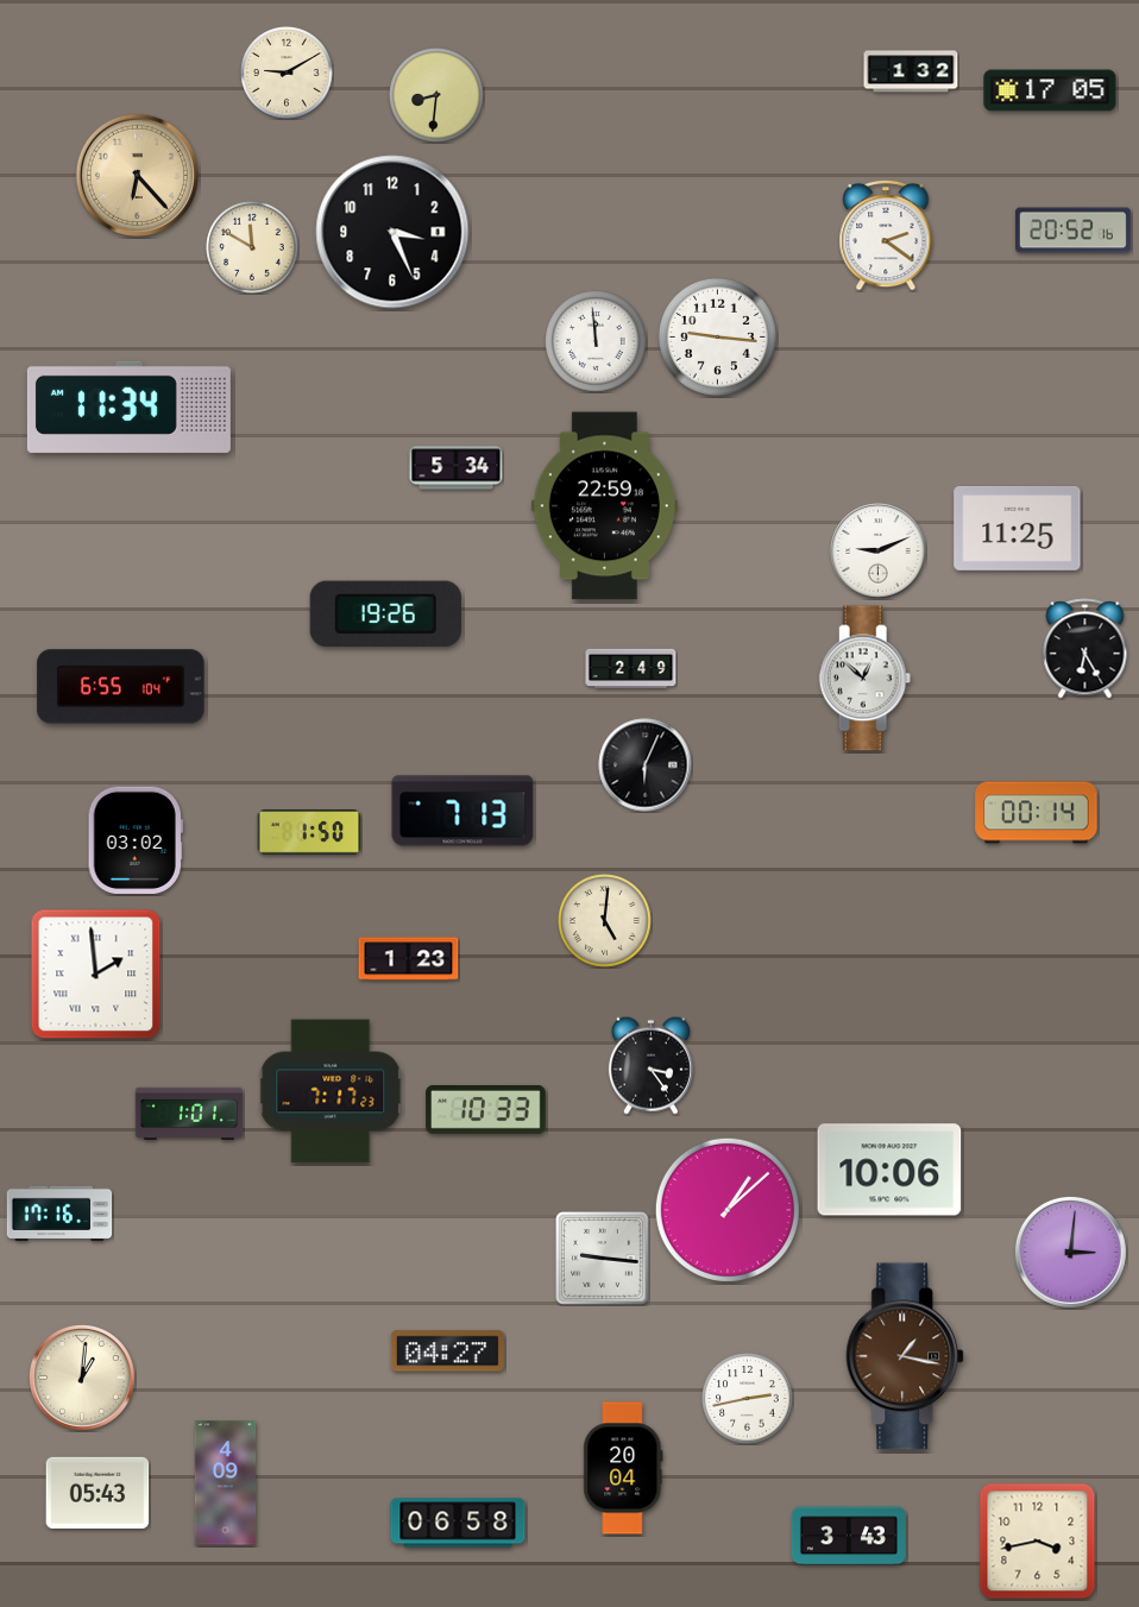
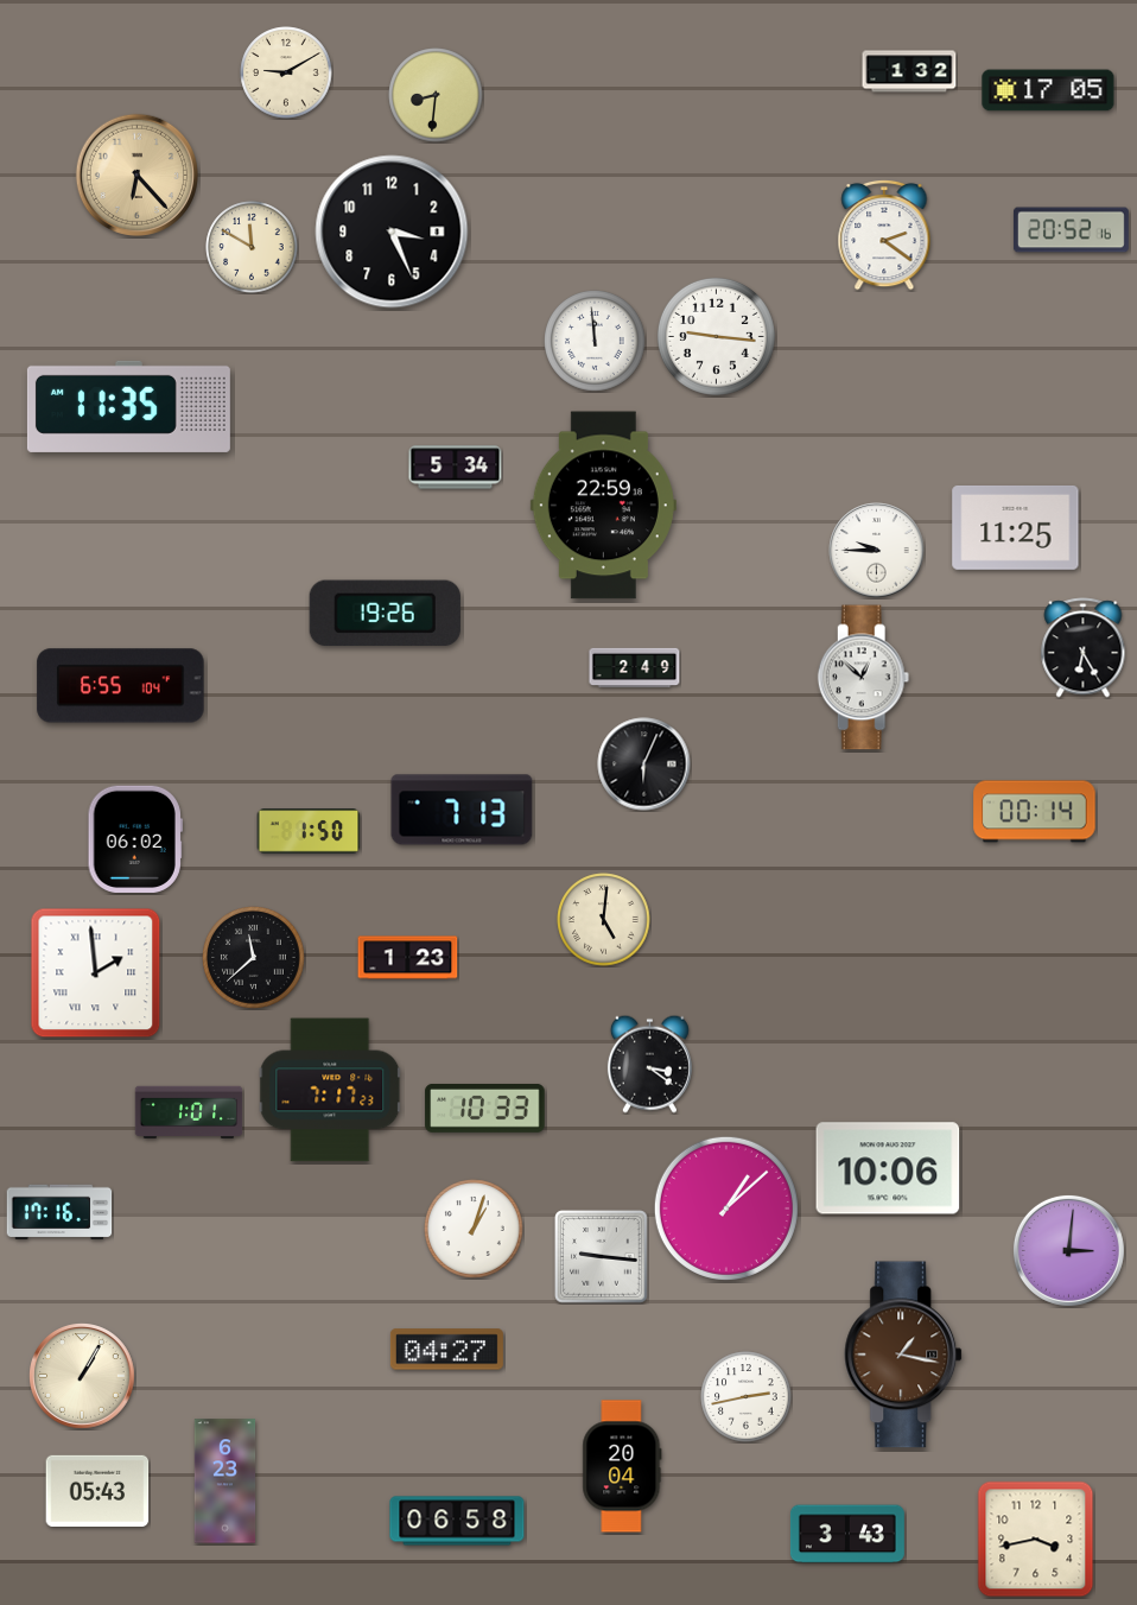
clock at (128, 407): 11:34 -> 11:35
clock at (879, 552): 9:11 -> 9:45
clock at (631, 668) position: (631, 668) -> (635, 667)
clock at (136, 840): 03:02 -> 06:02
clock at (254, 958): none -> 11:38
clock at (650, 1065): 3:24 -> 3:21
clock at (474, 1229): none -> 1:03
clock at (83, 1379): 1:01 -> 1:05
clock at (226, 1483): 4:09 -> 6:23
